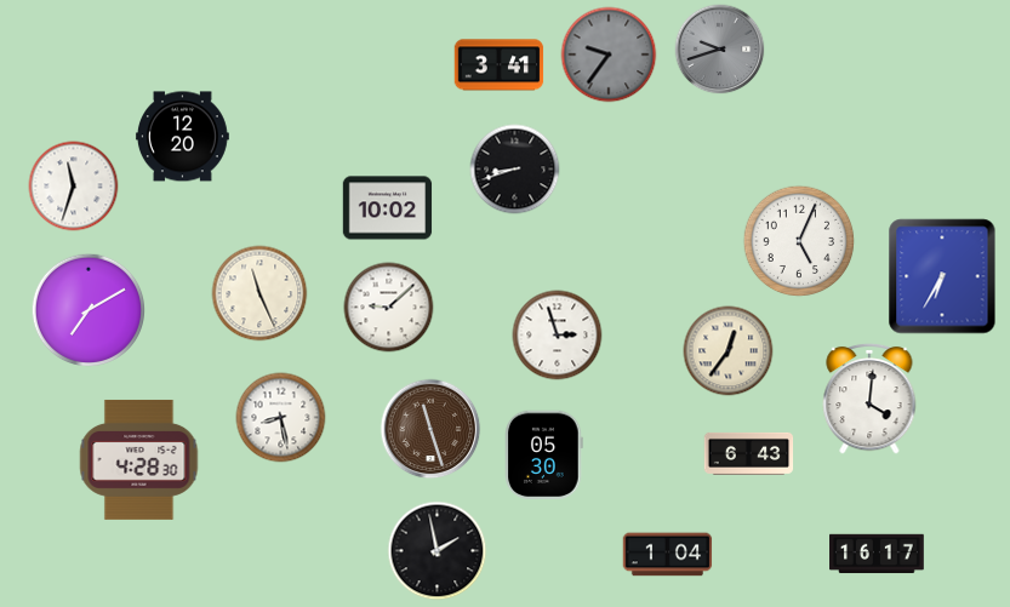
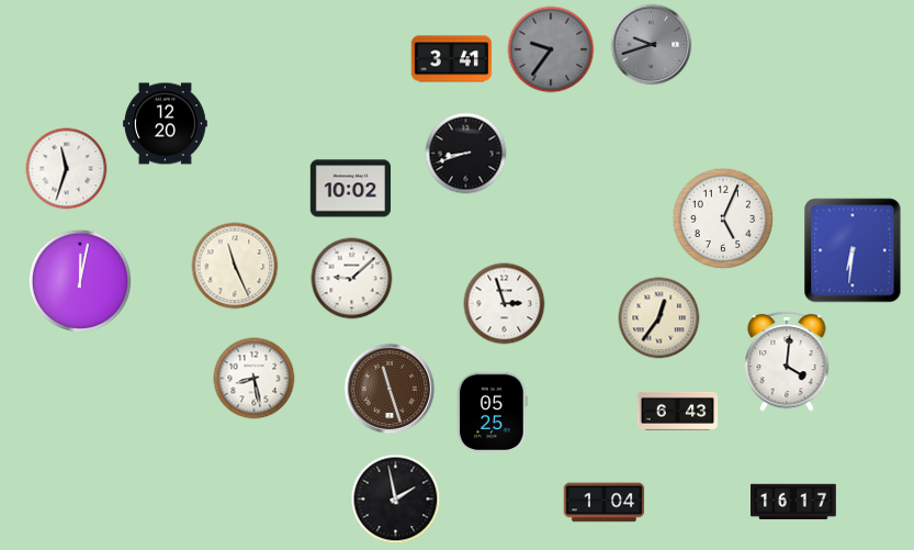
clock at (942, 276): 6:35 -> 6:31
clock at (87, 309): 7:10 -> 12:02
clock at (544, 454): 05:30 -> 05:25
clock at (139, 459): 4:28 -> none
